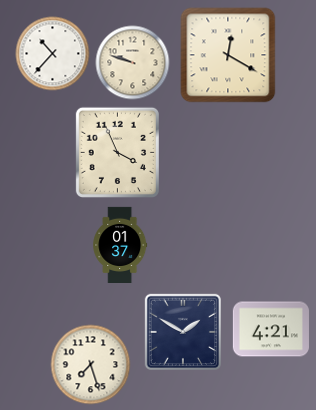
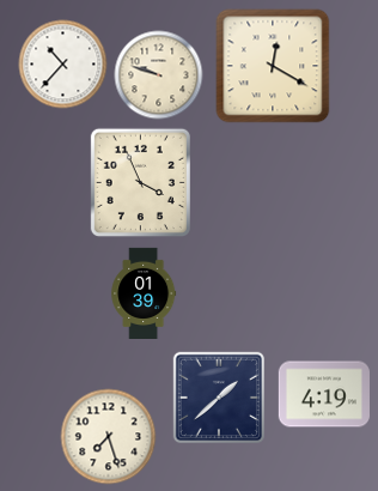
clock at (120, 244): 01:37 -> 01:39
clock at (271, 329): 4:21 -> 4:19
clock at (183, 332): 1:50 -> 1:38
